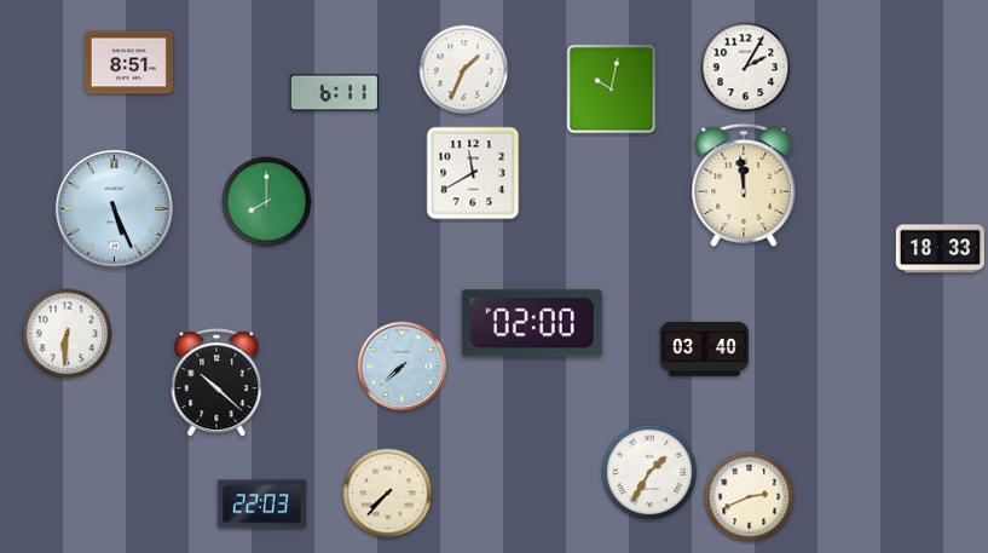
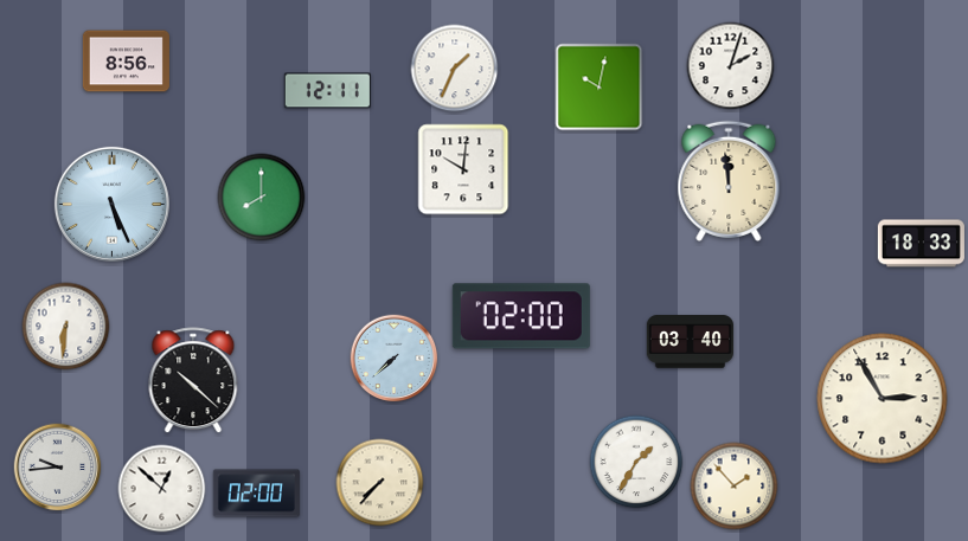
clock at (128, 63): 8:51 -> 8:56
clock at (746, 68): 2:05 -> 2:03
clock at (334, 93): 6:11 -> 12:11
clock at (473, 173): 11:40 -> 10:01
clock at (216, 384) position: (216, 384) -> (193, 381)
clock at (883, 399): none -> 2:55
clock at (58, 468): none -> 9:44
clock at (750, 497): 2:41 -> 1:53
clock at (162, 489): none -> 12:52
clock at (261, 505): 22:03 -> 02:00
